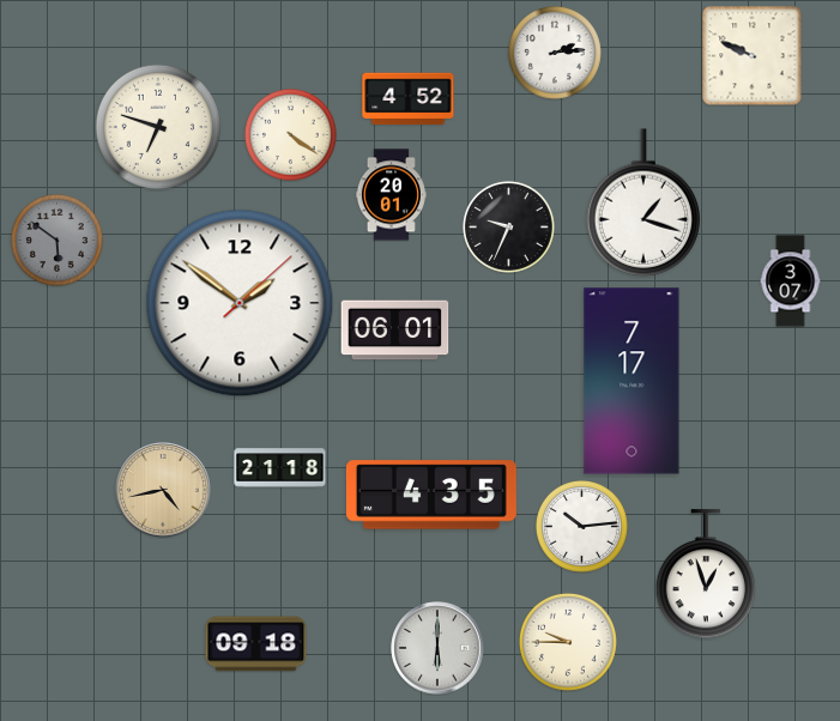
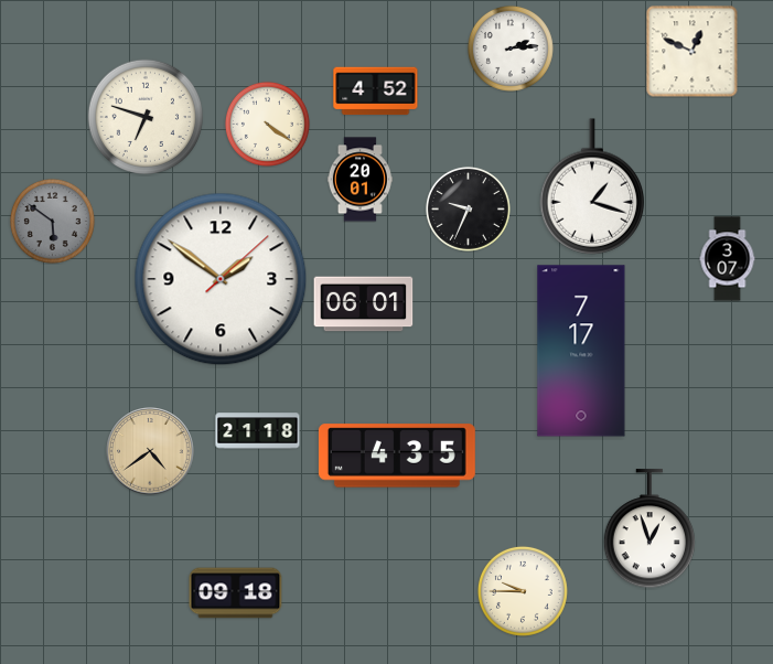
clock at (753, 56): 9:49 -> 12:49
clock at (163, 490): 4:43 -> 4:39
clock at (581, 526): 10:14 -> none
clock at (437, 648): 6:00 -> none
